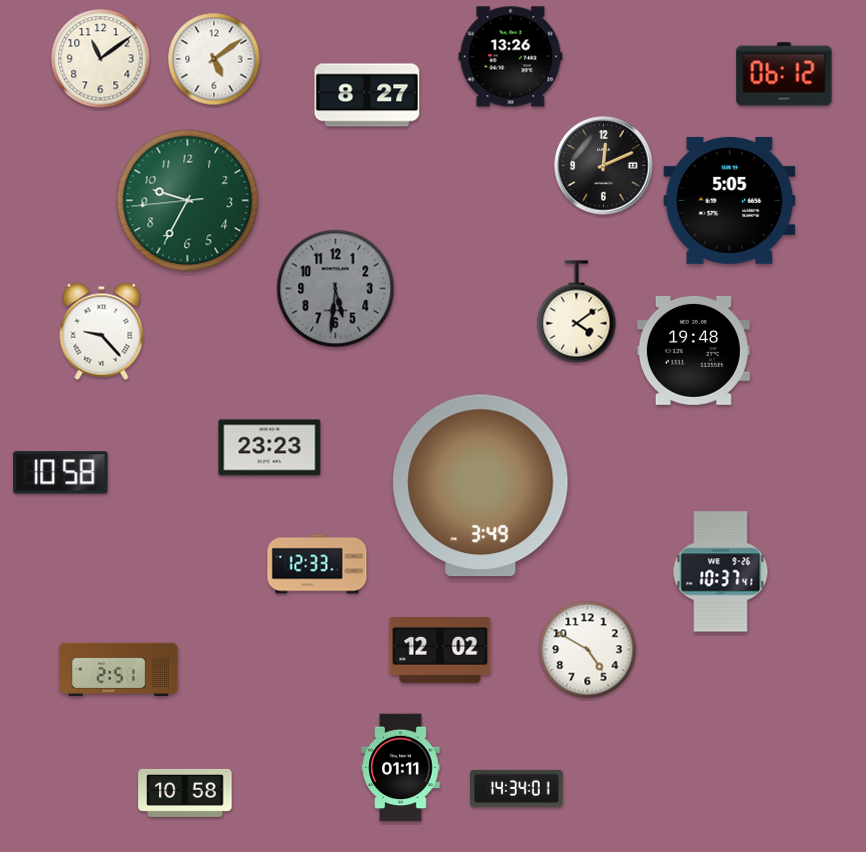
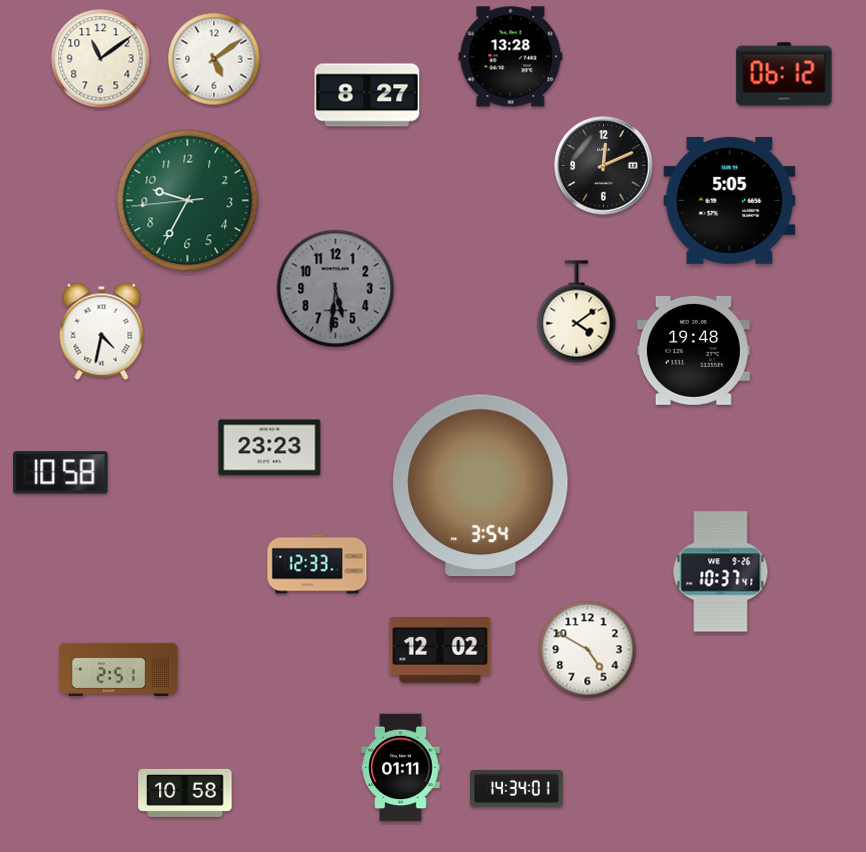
clock at (511, 57): 13:26 -> 13:28
clock at (102, 331): 9:23 -> 4:32
clock at (481, 486): 3:49 -> 3:54
